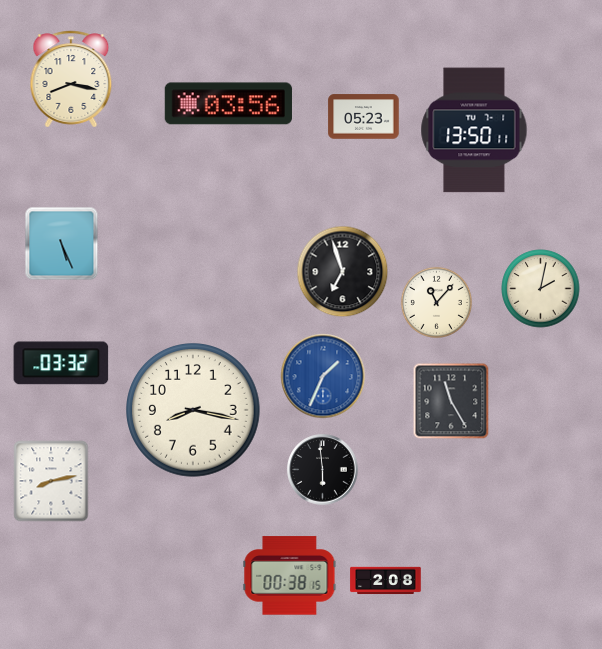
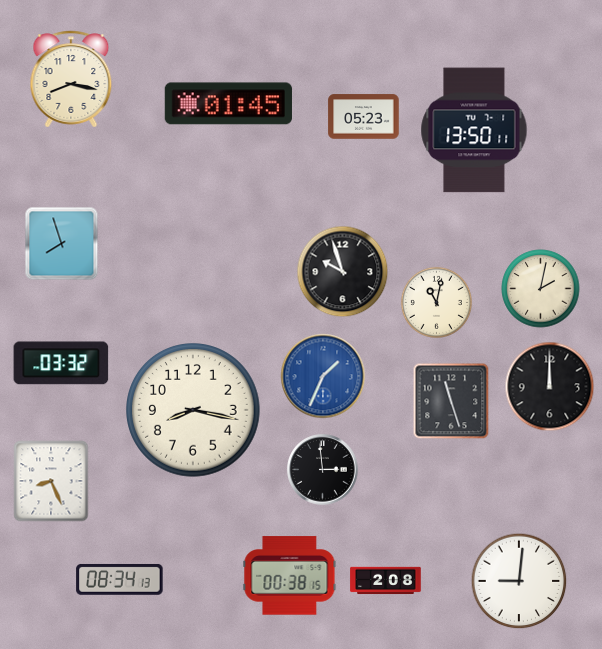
clock at (228, 104): 03:56 -> 01:45
clock at (62, 244): 5:26 -> 7:57
clock at (343, 272): 6:57 -> 9:57
clock at (436, 302): 11:07 -> 11:02
clock at (550, 387): none -> 12:00
clock at (451, 401): 11:25 -> 11:27
clock at (323, 470): 5:59 -> 2:59
clock at (51, 481): 8:13 -> 8:26
clock at (120, 580): none -> 08:34
clock at (519, 581): none -> 9:01
